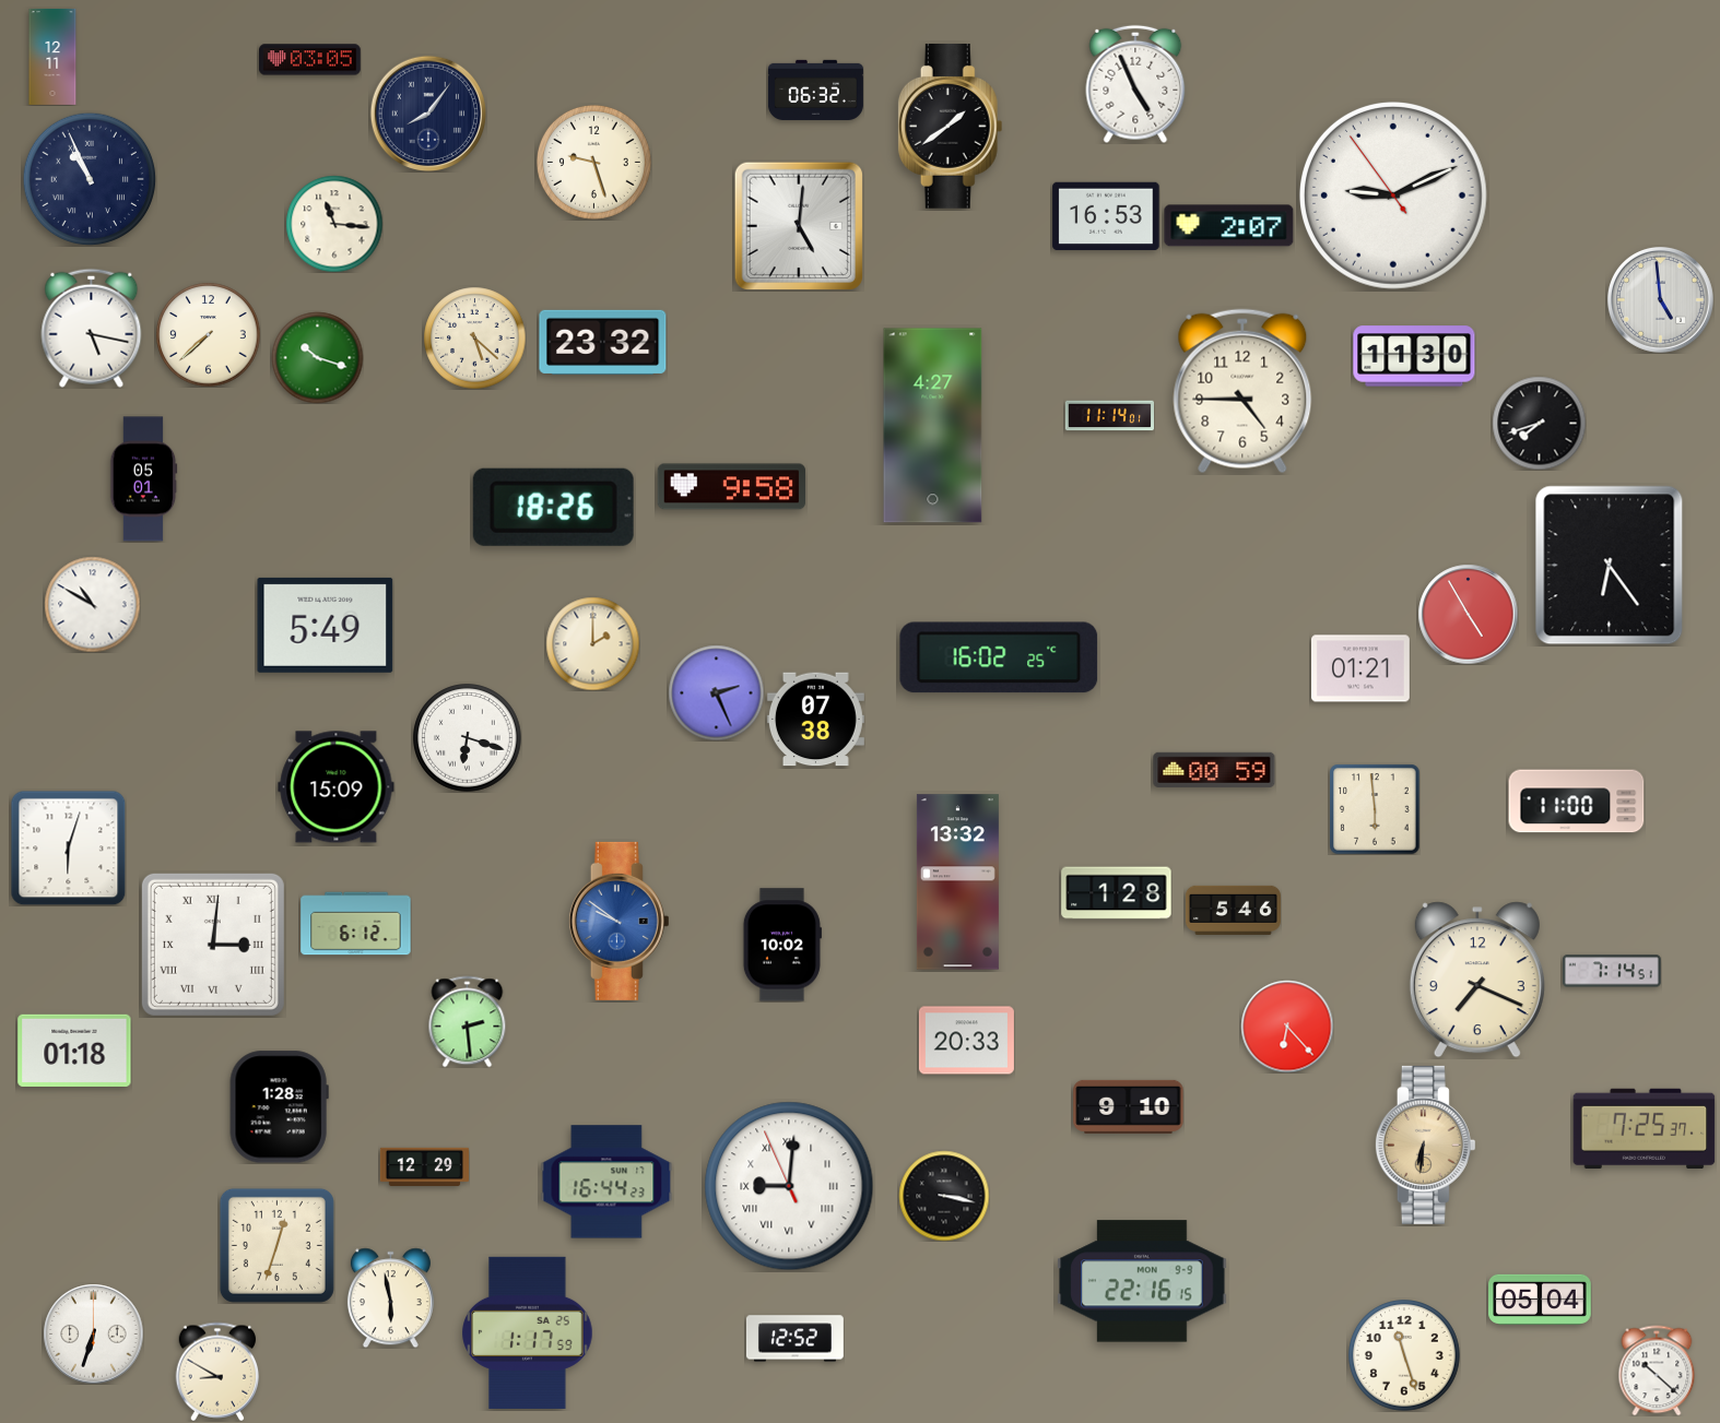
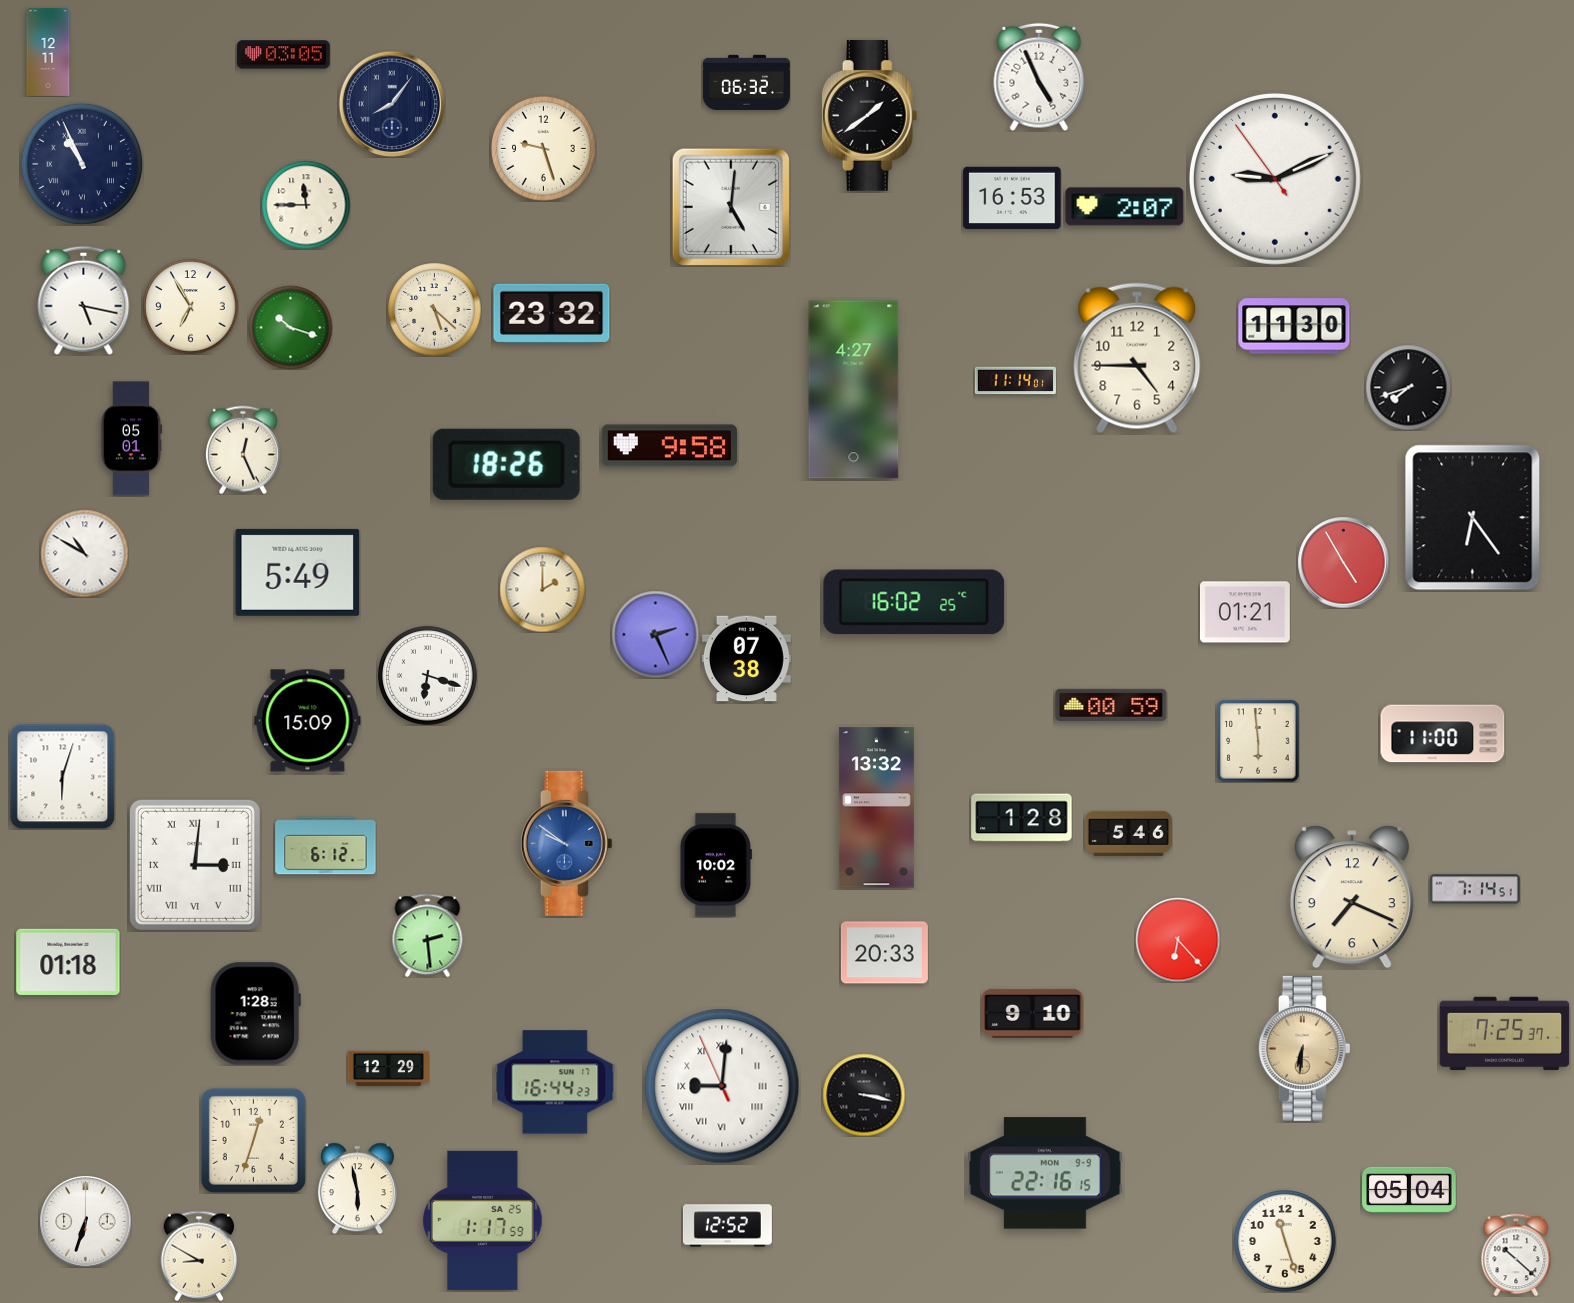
clock at (334, 224): 11:16 -> 11:45
clock at (1660, 299): 4:59 -> none
clock at (208, 334): 7:38 -> 6:55
clock at (243, 450): none -> 12:26
